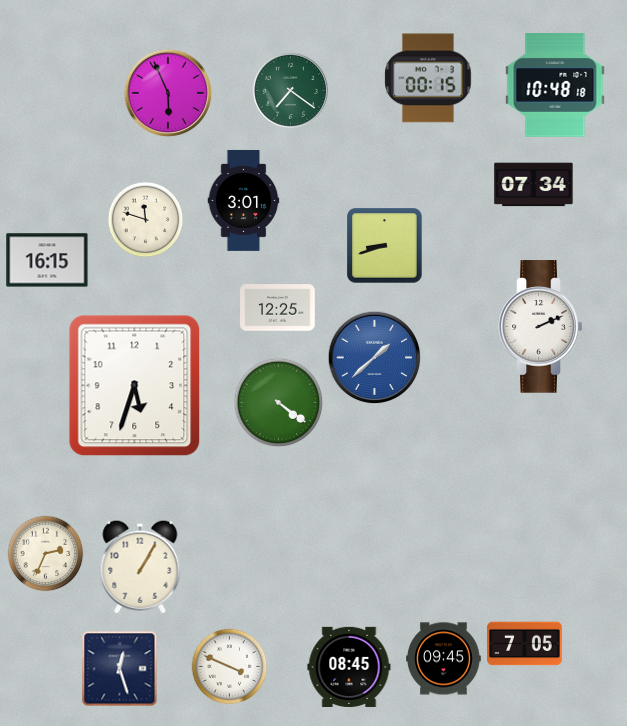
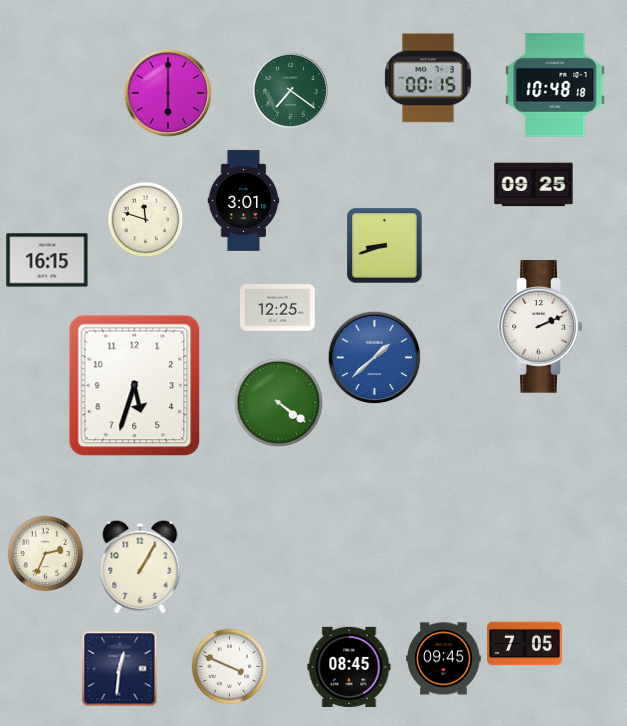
clock at (168, 93): 5:56 -> 6:00
clock at (534, 185): 07:34 -> 09:25
clock at (120, 669): 12:27 -> 12:31
